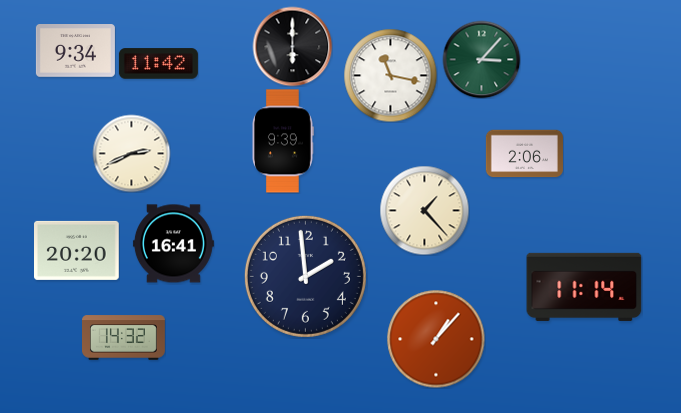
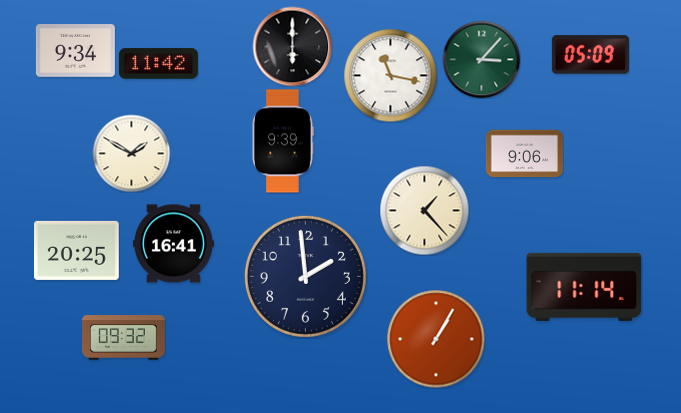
clock at (590, 55): none -> 05:09
clock at (131, 153): 2:41 -> 1:50
clock at (524, 154): 2:06 -> 9:06
clock at (77, 250): 20:20 -> 20:25
clock at (124, 338): 14:32 -> 09:32
clock at (436, 339): 1:07 -> 1:05
